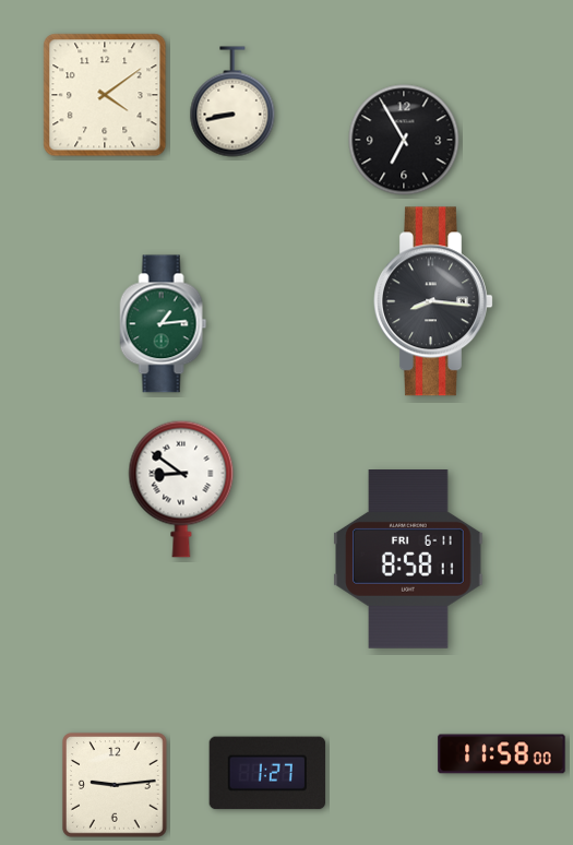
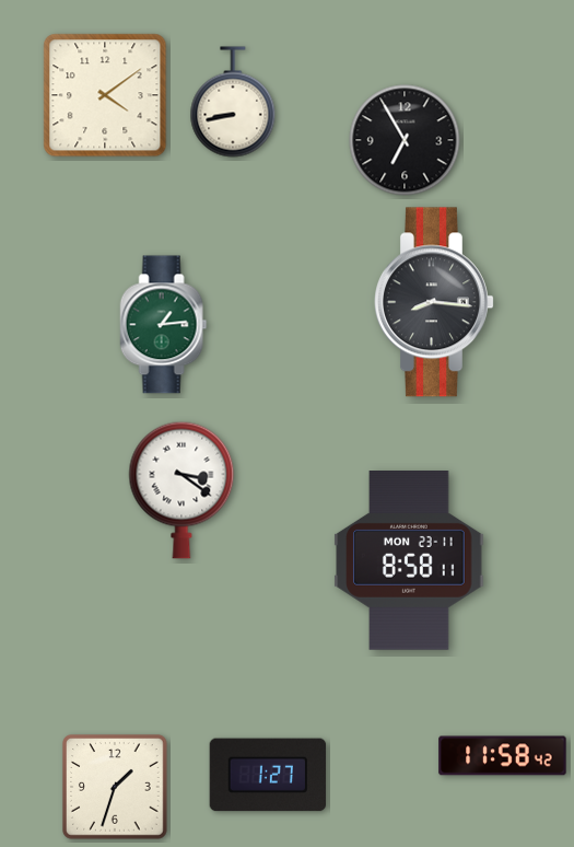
clock at (181, 489): 8:51 -> 3:21
clock at (408, 559) date: FRI 6-11 -> MON 23-11
clock at (502, 754): 11:58:00 -> 11:58:42
clock at (116, 786): 9:14 -> 1:33
